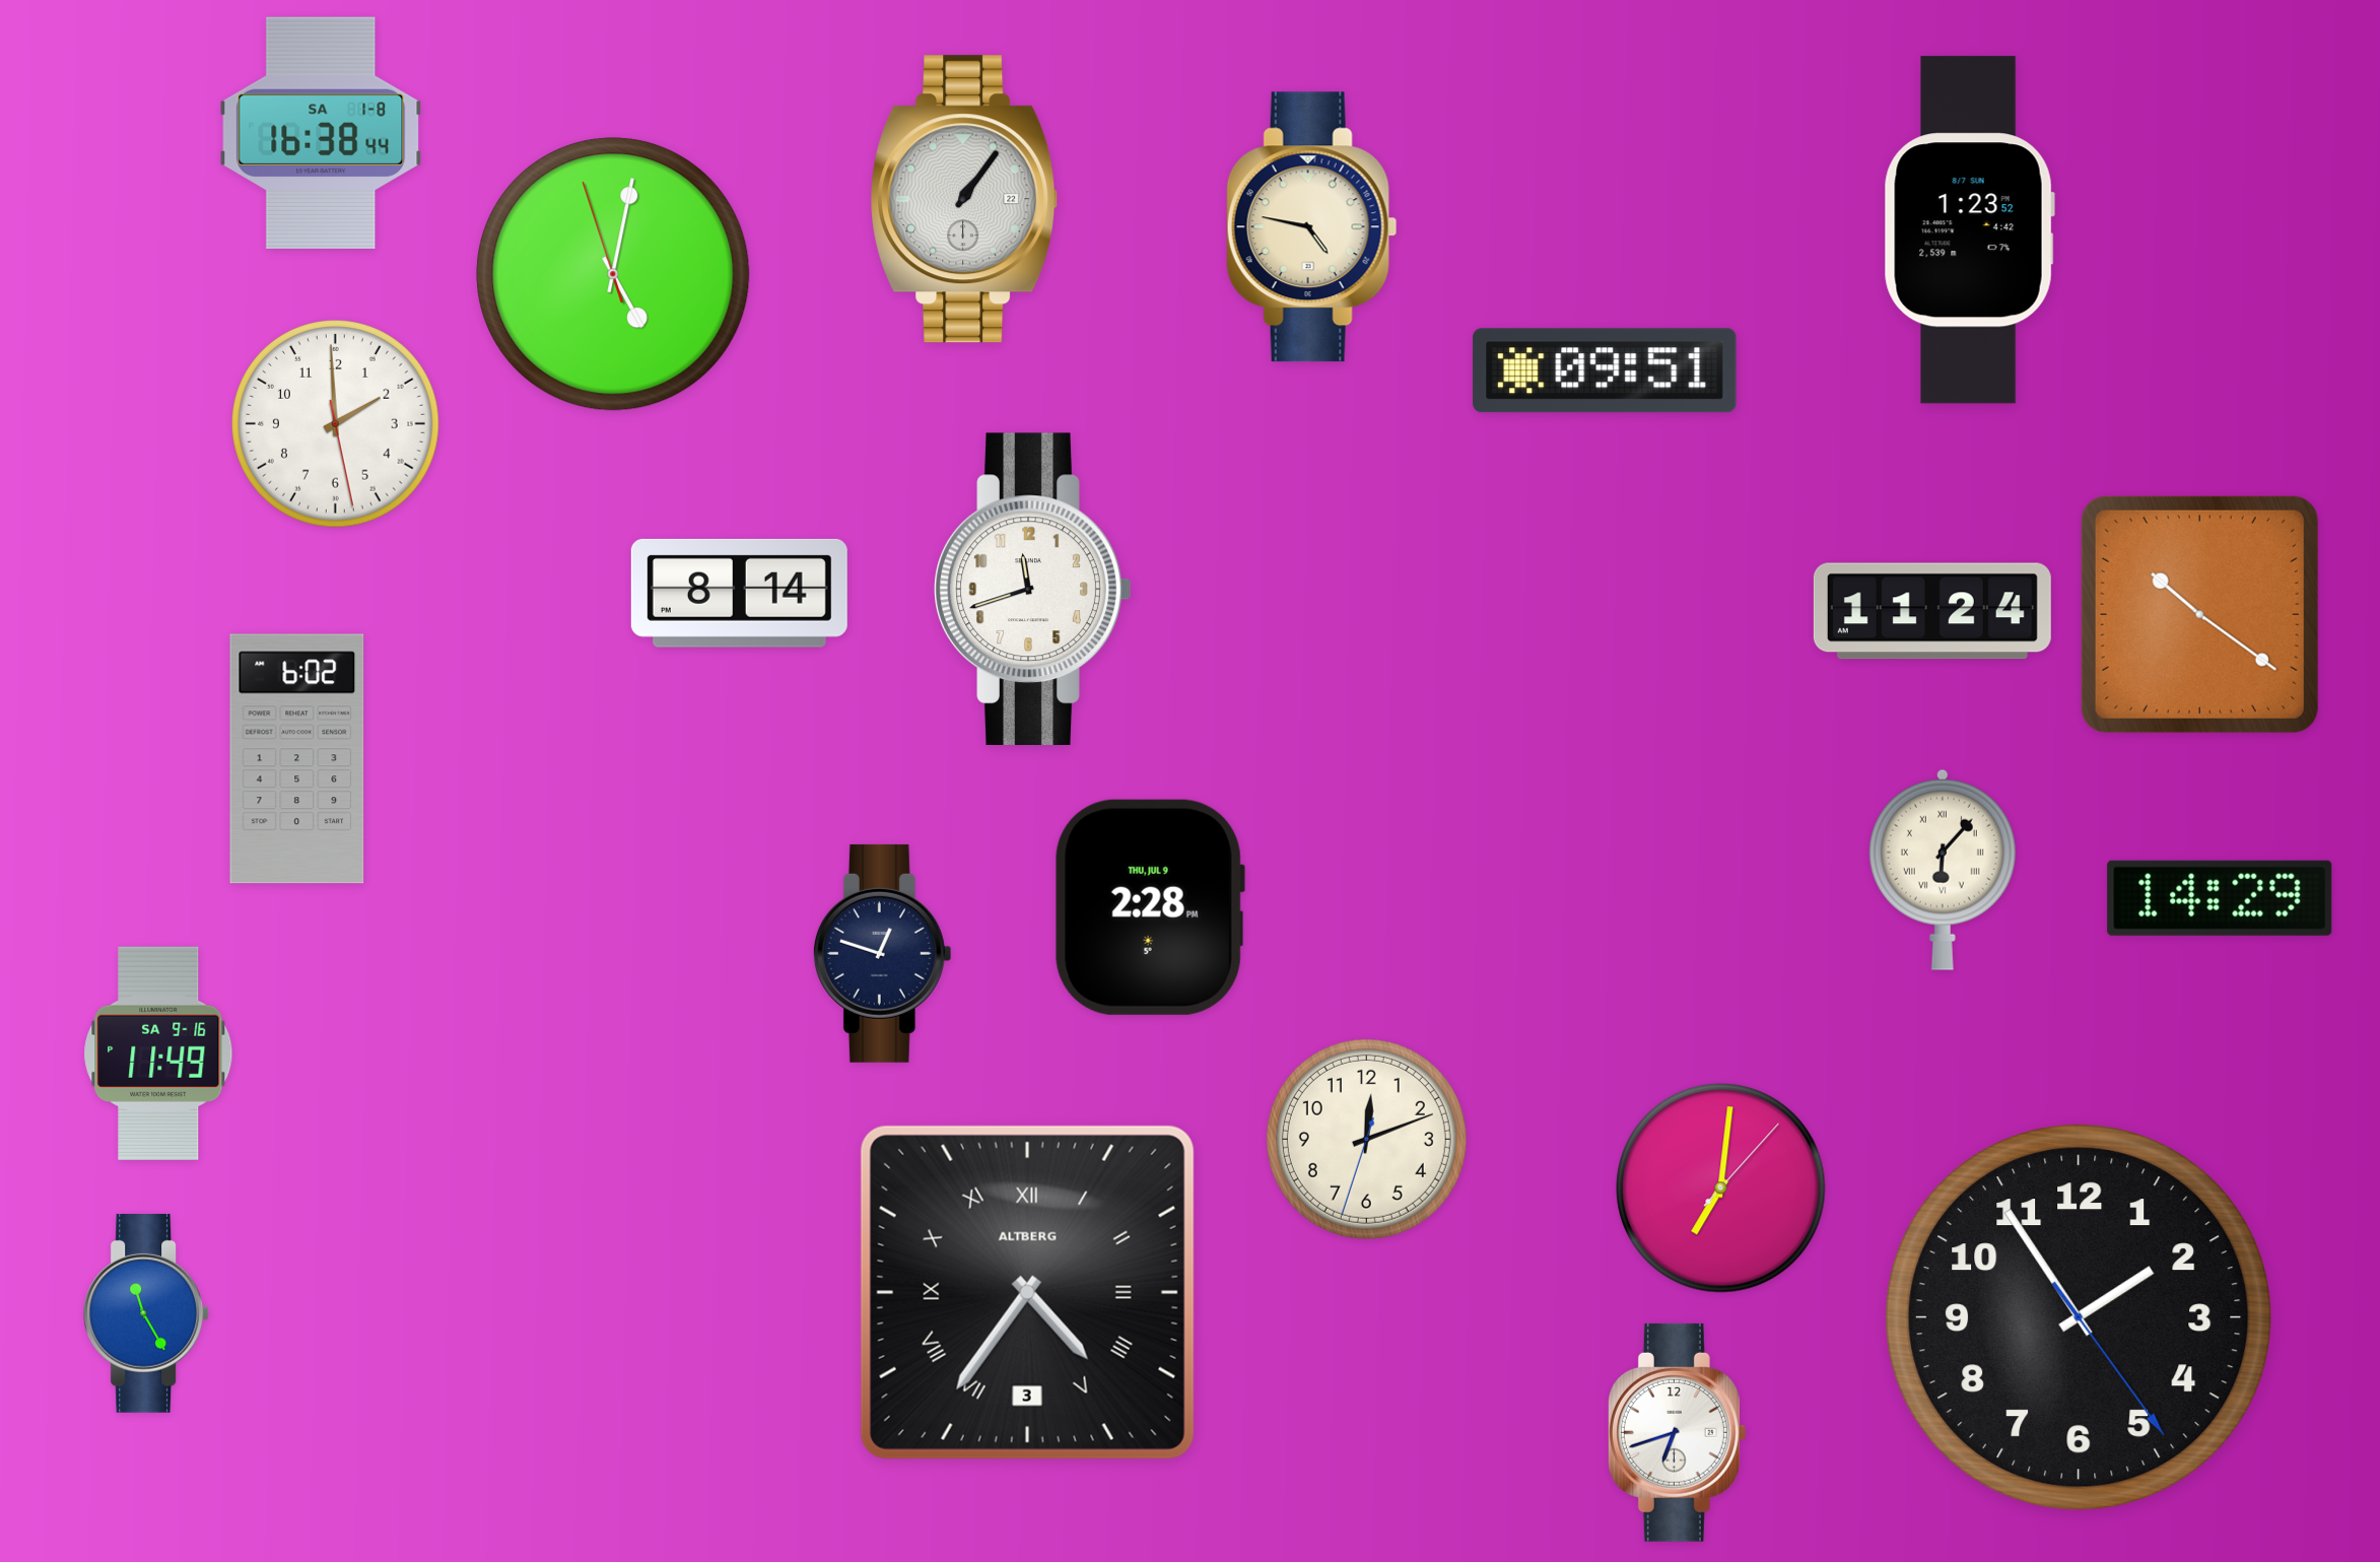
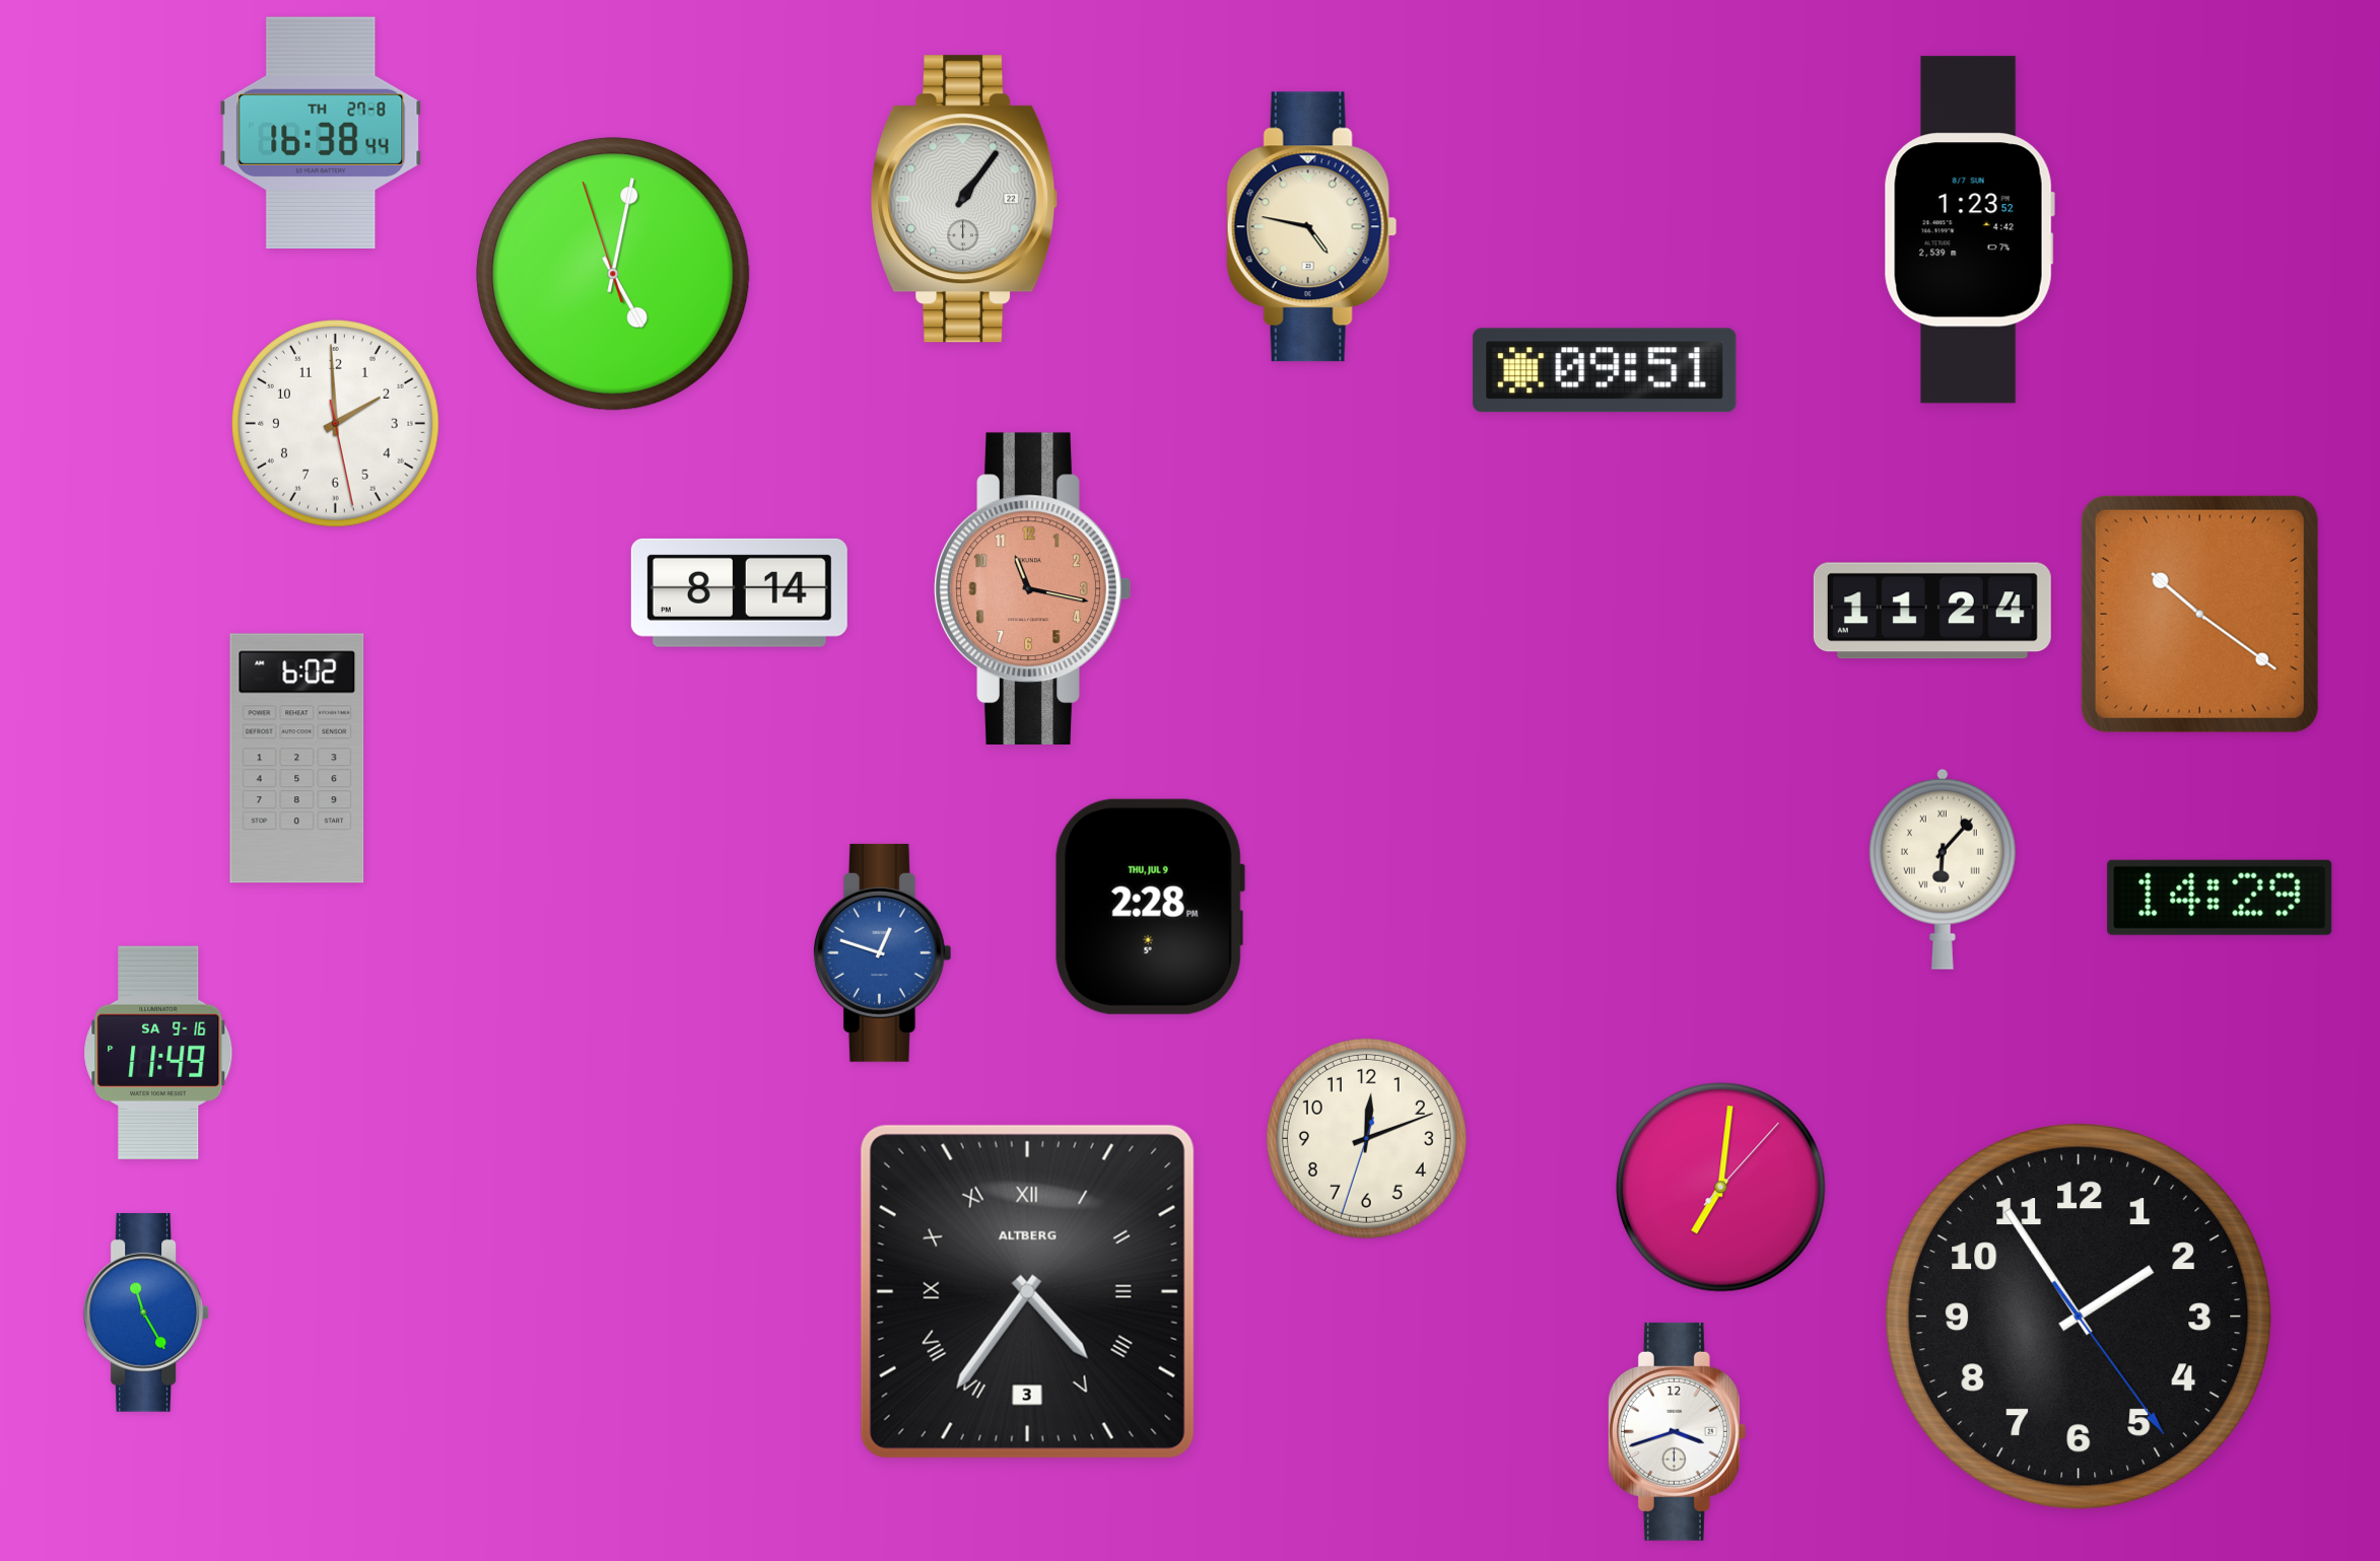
clock at (321, 132) date: SA 1-8 -> TH 27-8
clock at (1033, 589): 11:42 -> 11:17
clock at (1033, 589) dial: white -> salmon
clock at (882, 953) dial: navy -> blue
clock at (1677, 1432): 6:42 -> 3:42
